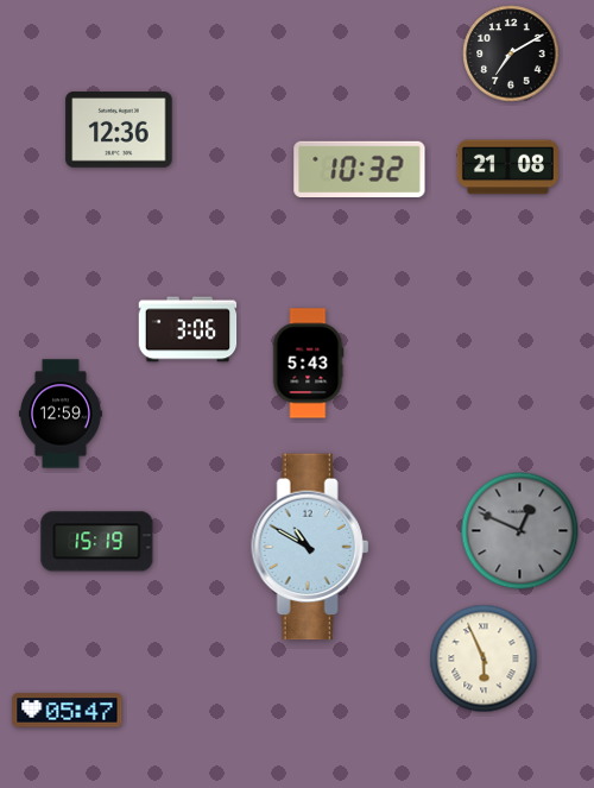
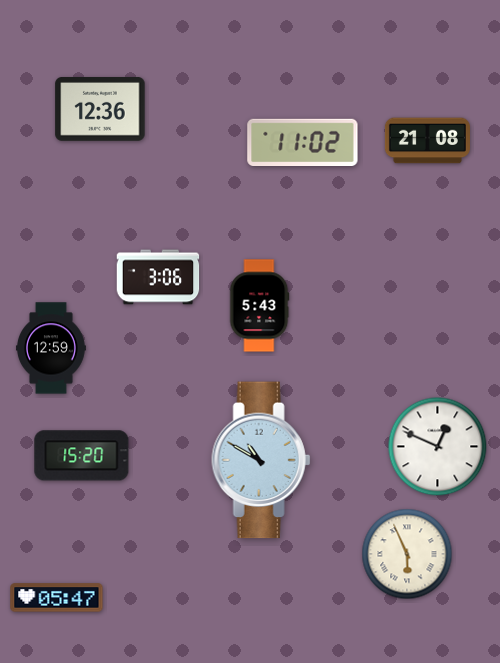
clock at (511, 53): 7:10 -> none
clock at (360, 169): 10:32 -> 11:02
clock at (520, 531) dial: grey -> white
clock at (97, 542): 15:19 -> 15:20
